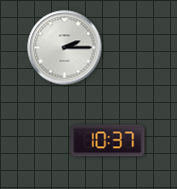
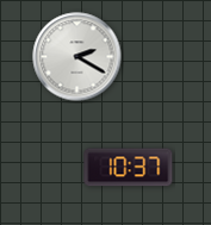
clock at (65, 48): 2:15 -> 2:20
